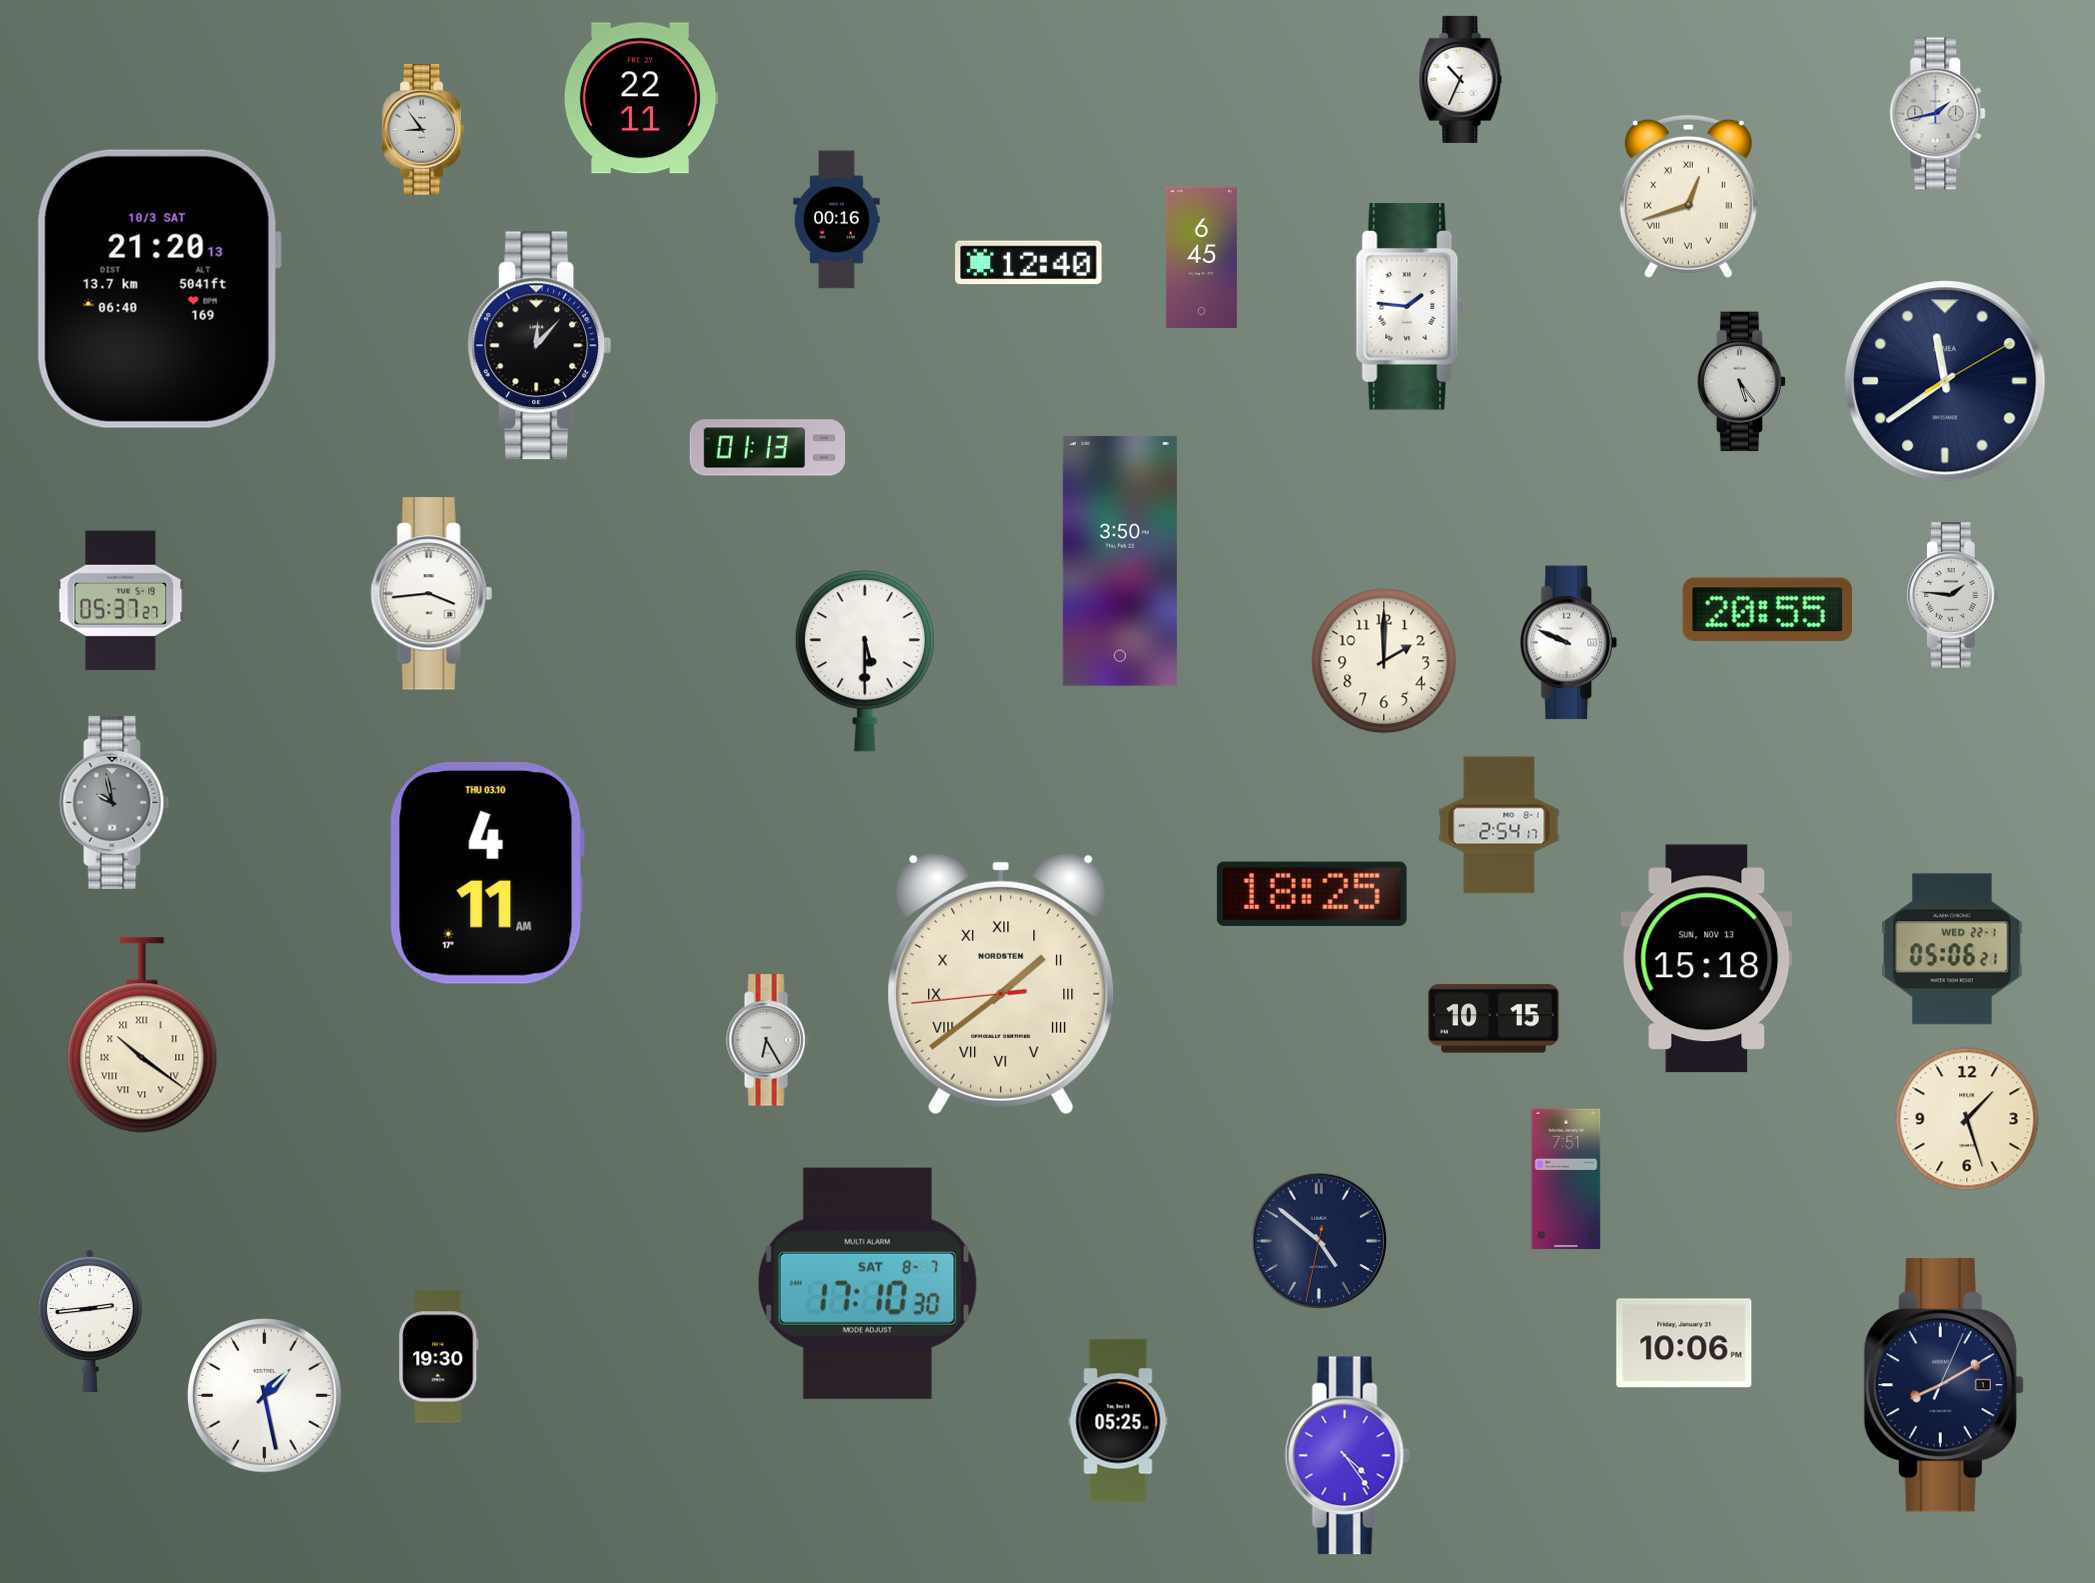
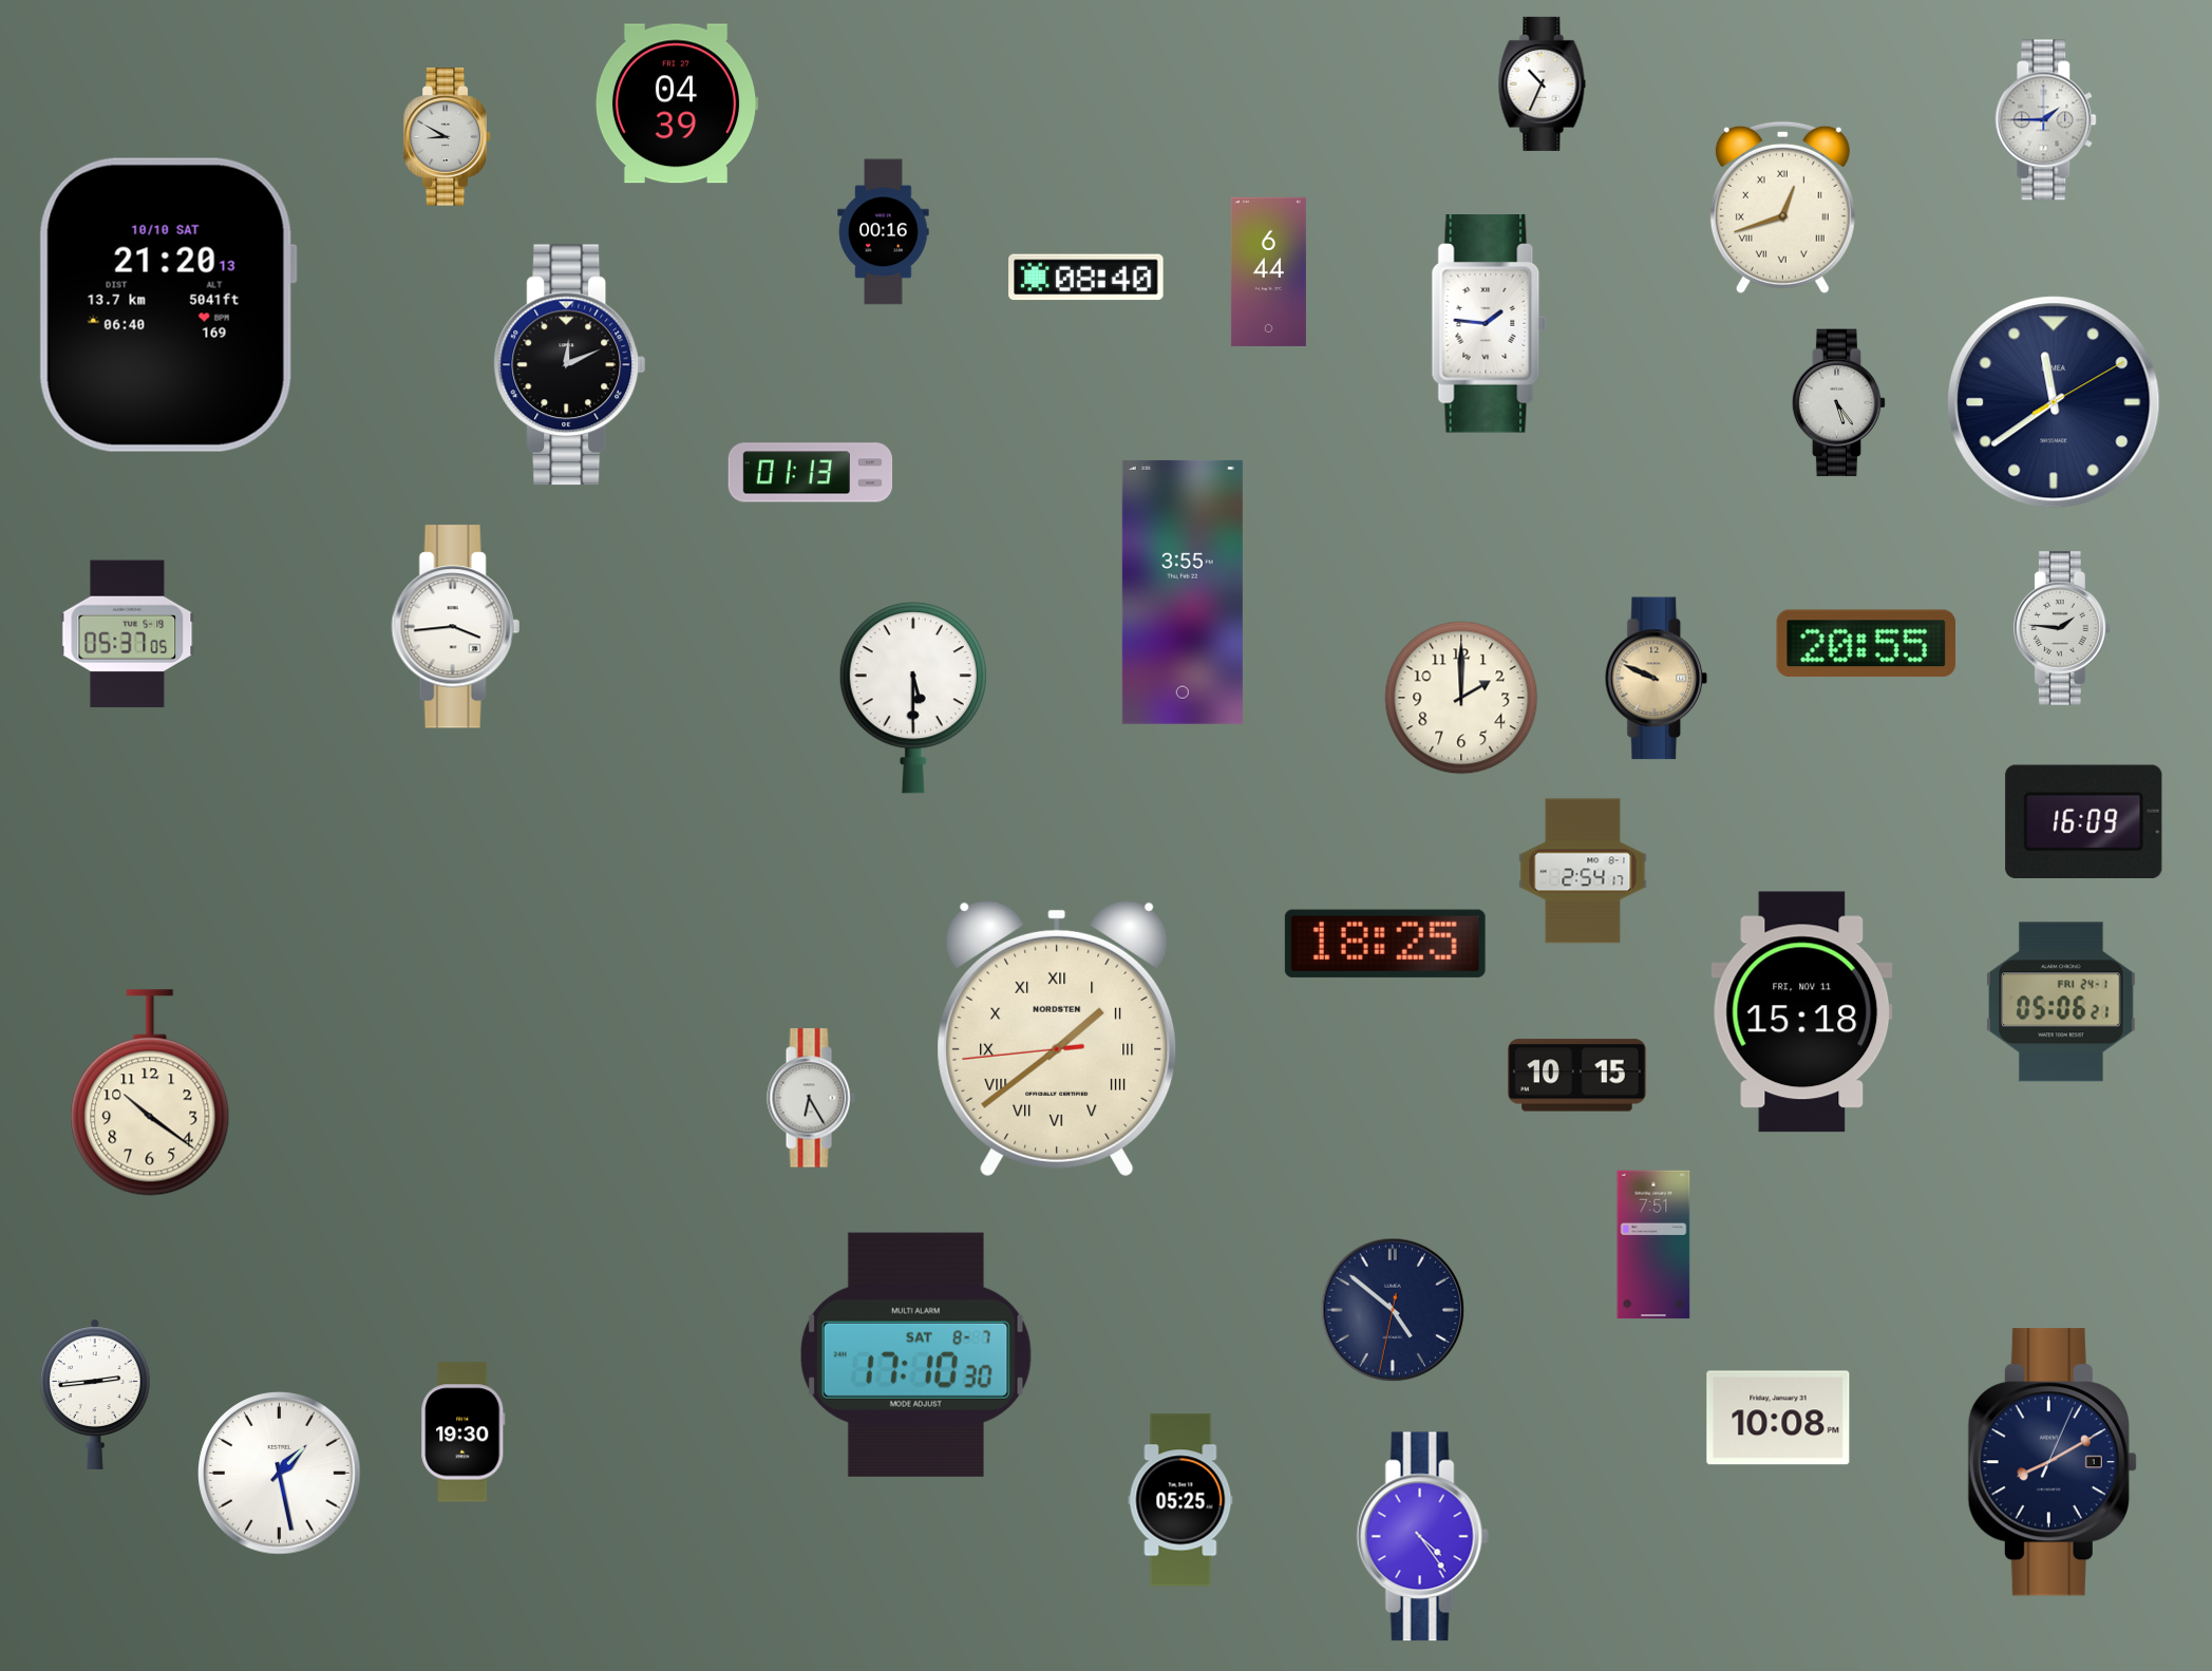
clock at (641, 98): 22:11 -> 04:39
clock at (1938, 114): 1:43 -> 1:45
clock at (424, 130): 8:54 -> 8:50
clock at (1201, 257): 6:45 -> 6:44
clock at (1029, 263): 12:40 -> 08:40
clock at (159, 289) date: 10/3 SAT -> 10/10 SAT
clock at (540, 346): 12:07 -> 12:11
clock at (1120, 561): 3:50 -> 3:55
clock at (121, 601): 05:37:27 -> 05:37:05
clock at (1569, 643) dial: white -> champagne
clock at (2084, 821): none -> 16:09
clock at (115, 802): 9:58 -> none
clock at (487, 873): 4:11 -> none
clock at (1952, 949) date: WED 22-1 -> FRI 24-1
clock at (1707, 959) date: SUN, NOV 13 -> FRI, NOV 11
clock at (142, 1035) numerals: Roman -> Arabic
clock at (1967, 1119): 1:27 -> none
clock at (1684, 1343): 10:06 -> 10:08
